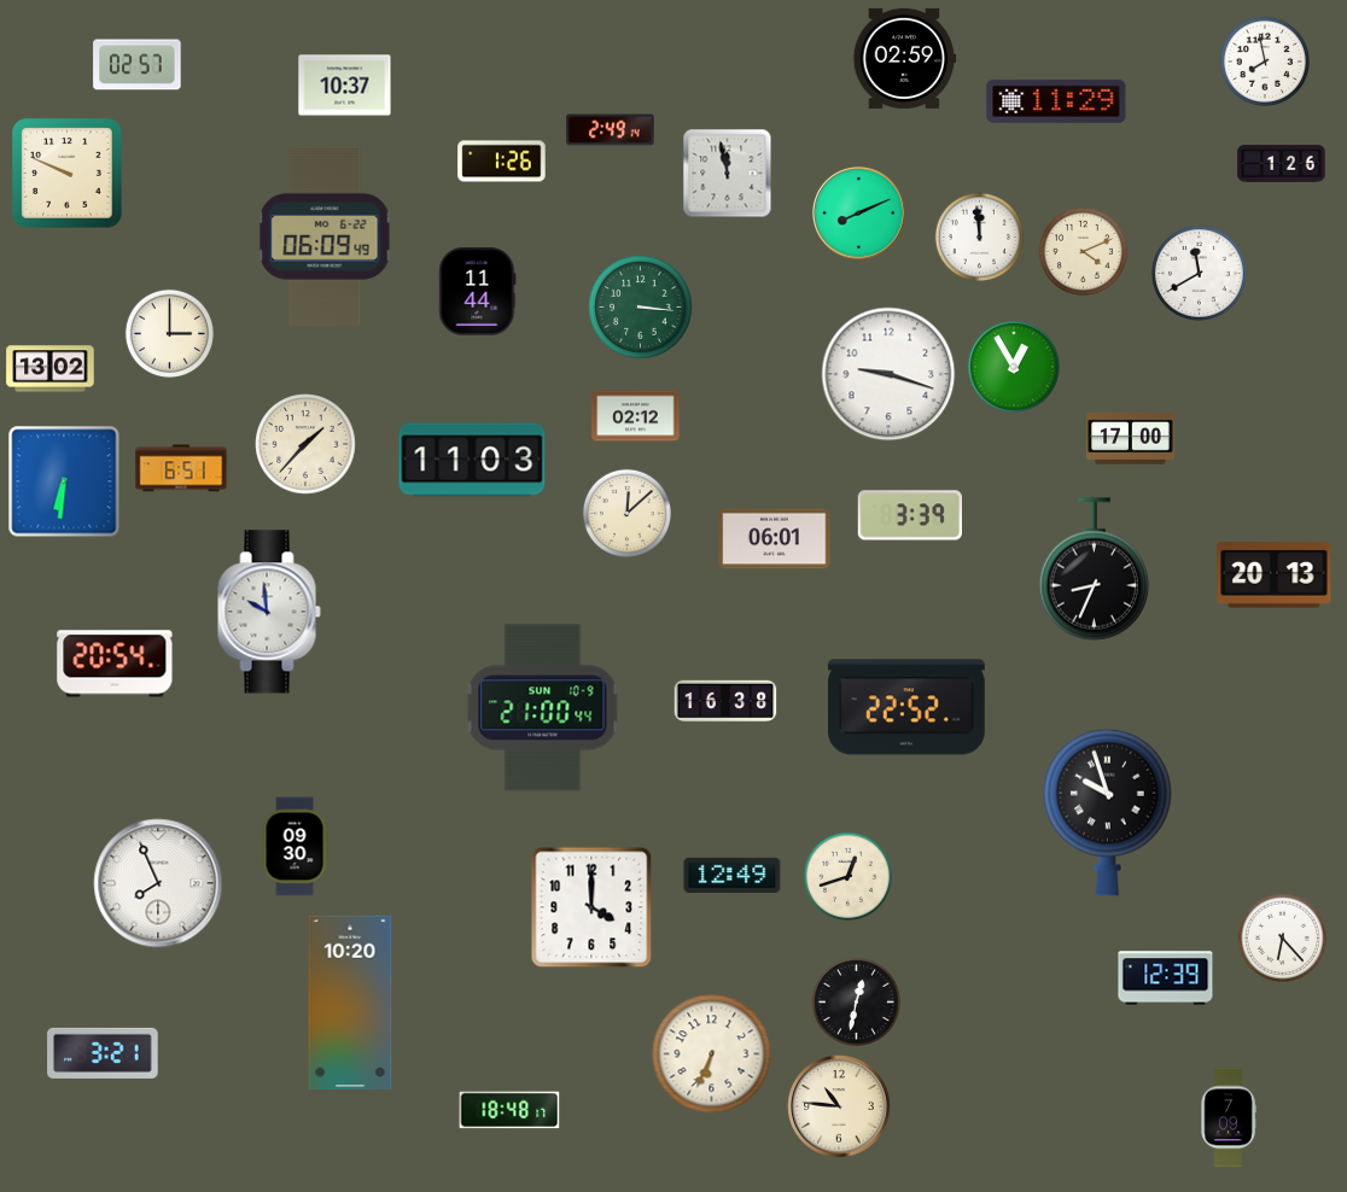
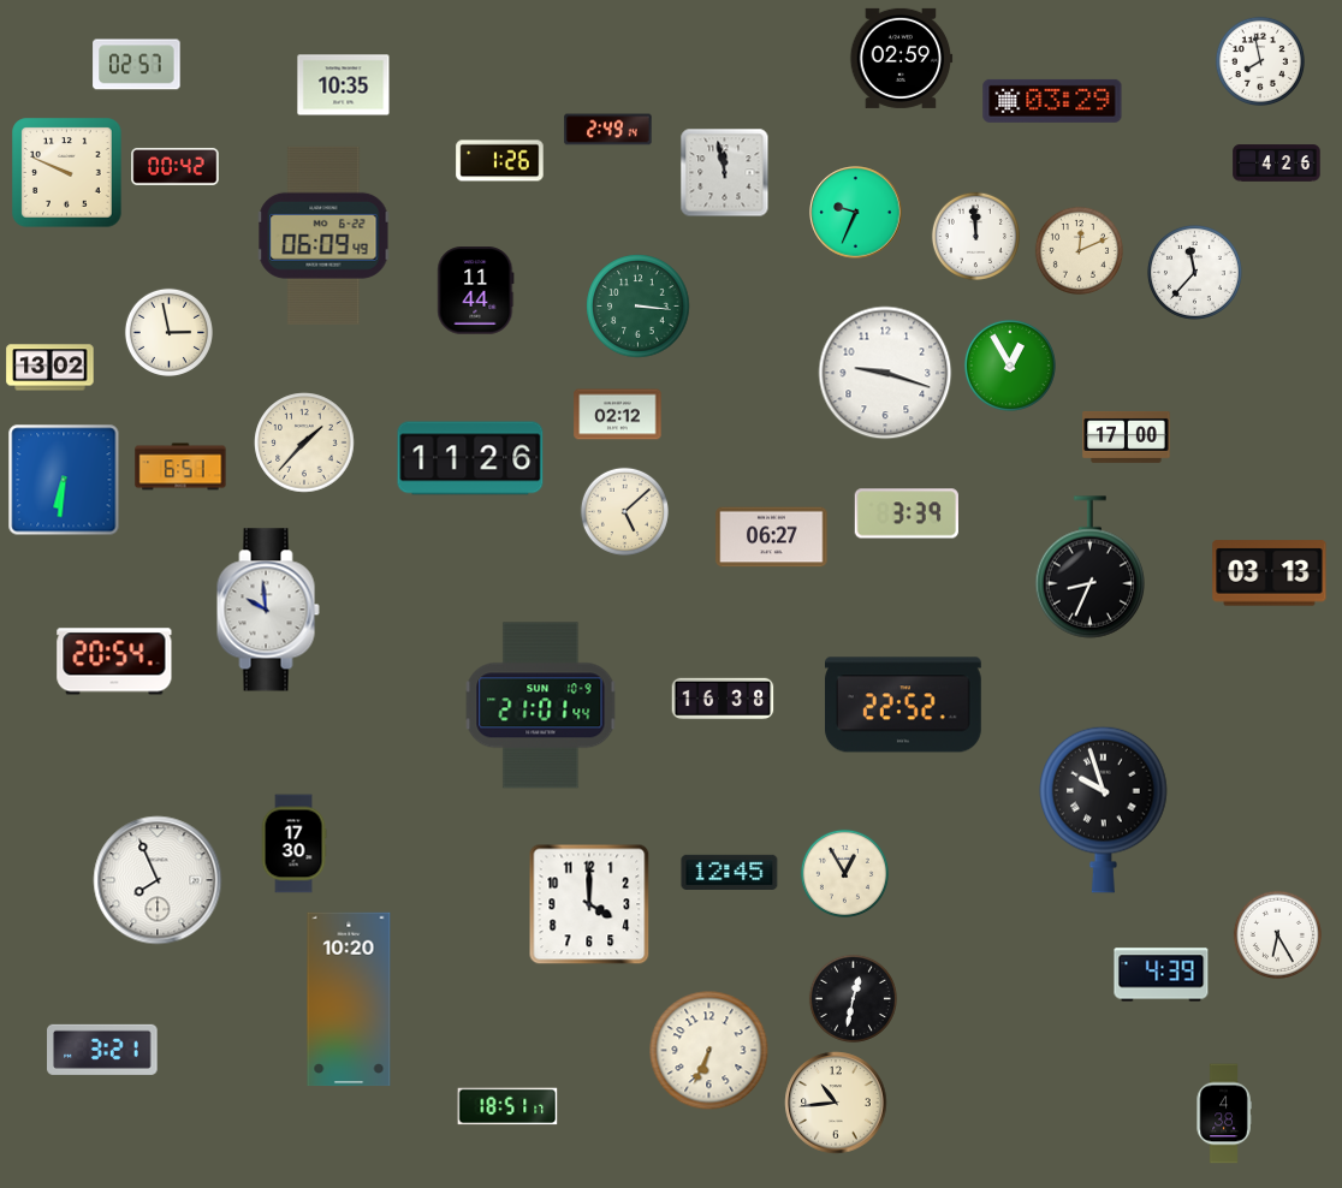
clock at (345, 86): 10:37 -> 10:35
clock at (1056, 101): 11:29 -> 03:29
clock at (1282, 164): 1:26 -> 4:26
clock at (176, 166): none -> 00:42
clock at (859, 214): 8:11 -> 9:34
clock at (1083, 251): 4:11 -> 12:11
clock at (1199, 273): 11:40 -> 11:37
clock at (169, 333): 3:00 -> 2:58
clock at (636, 416) position: (636, 416) -> (618, 415)
clock at (472, 460): 11:03 -> 11:26
clock at (626, 513): 12:08 -> 5:08
clock at (775, 539): 06:01 -> 06:27
clock at (1275, 575): 20:13 -> 03:13
clock at (543, 708): 21:00 -> 21:01
clock at (295, 847): 09:30 -> 17:30
clock at (733, 875): 12:49 -> 12:45
clock at (847, 876): 12:42 -> 12:55
clock at (1282, 937): 6:23 -> 6:25
clock at (1166, 978): 12:39 -> 4:39
clock at (839, 1106): 10:46 -> 10:44
clock at (509, 1110): 18:48 -> 18:51
clock at (1229, 1117): 7:09 -> 4:38
